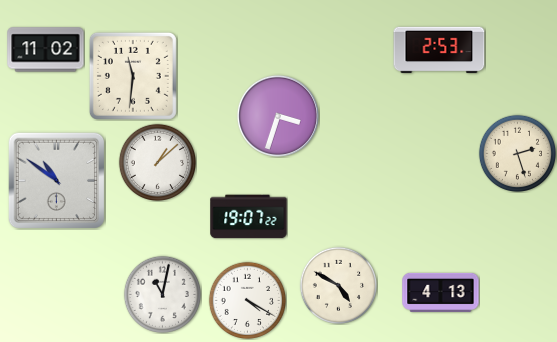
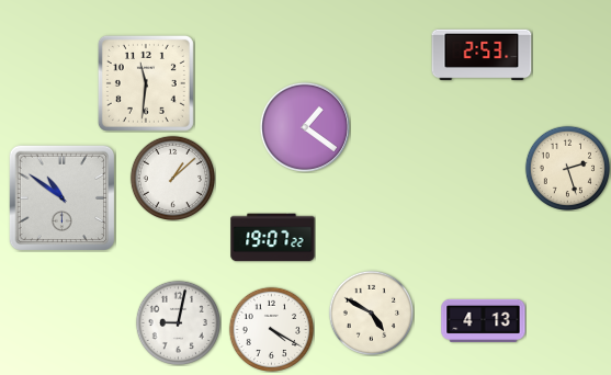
clock at (46, 50): 11:02 -> none
clock at (278, 116): 3:33 -> 1:21
clock at (162, 294): 11:02 -> 9:02
